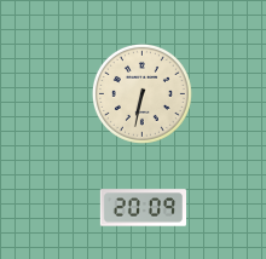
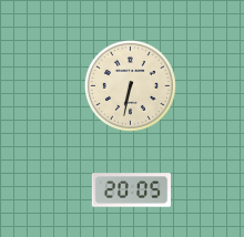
clock at (143, 208): 20:09 -> 20:05
